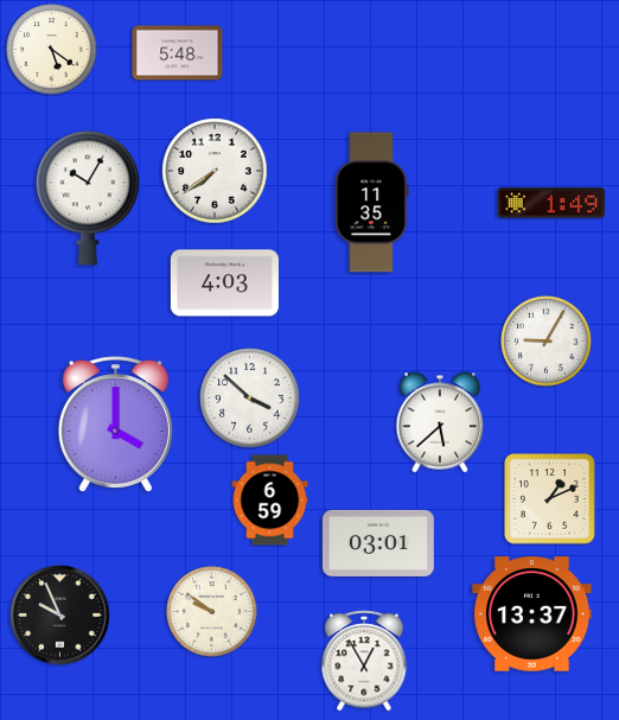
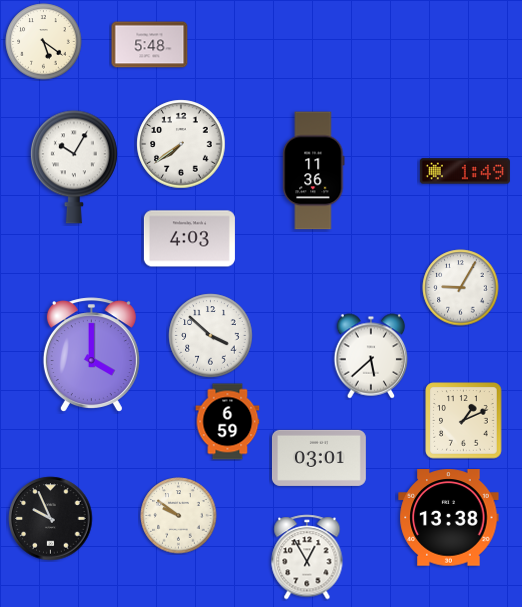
clock at (372, 203): 11:35 -> 11:36
clock at (115, 423) position: (115, 423) -> (91, 354)
clock at (532, 614): 13:37 -> 13:38
